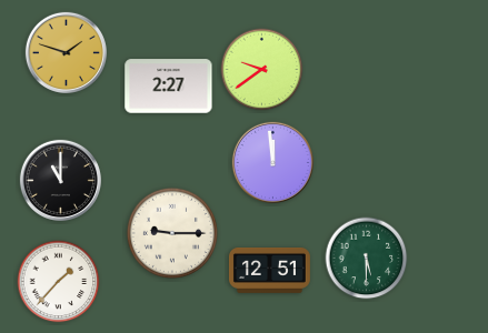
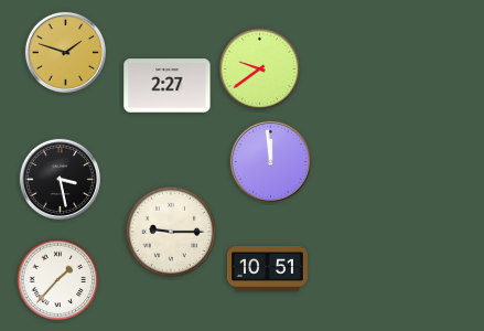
clock at (60, 180): 11:00 -> 3:28
clock at (367, 259): 5:30 -> none
clock at (269, 270): 12:51 -> 10:51
